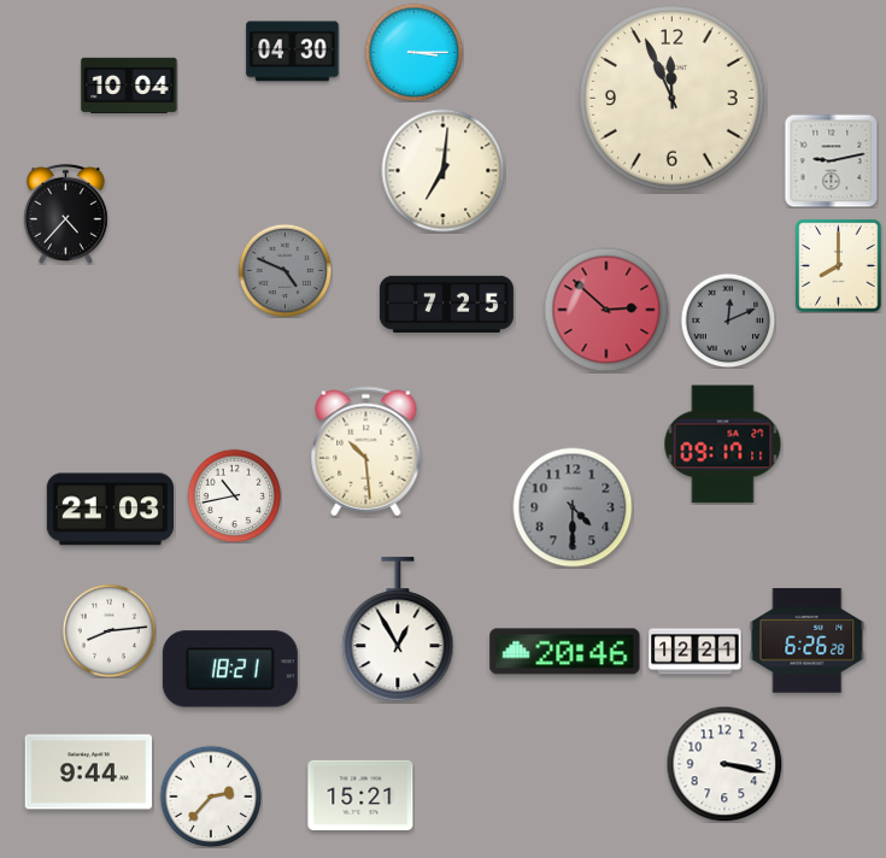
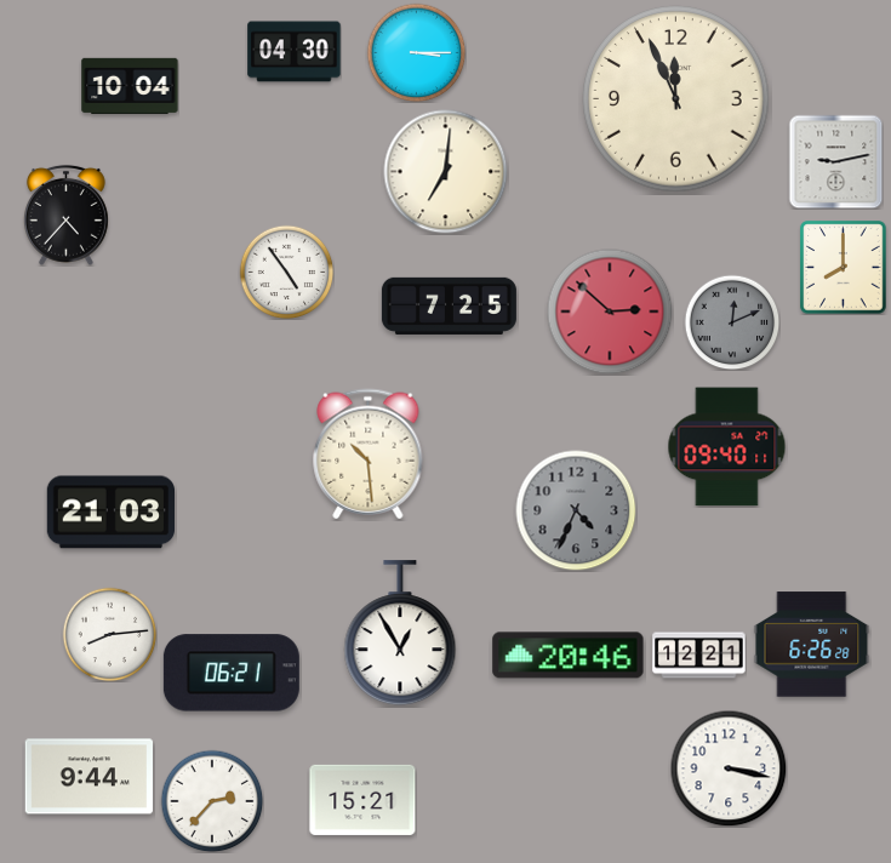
clock at (284, 270): 4:49 -> 4:54
clock at (284, 270) dial: grey -> white
clock at (723, 445): 09:17 -> 09:40
clock at (234, 495): 10:43 -> none
clock at (573, 507): 4:30 -> 4:34
clock at (230, 669): 18:21 -> 06:21
